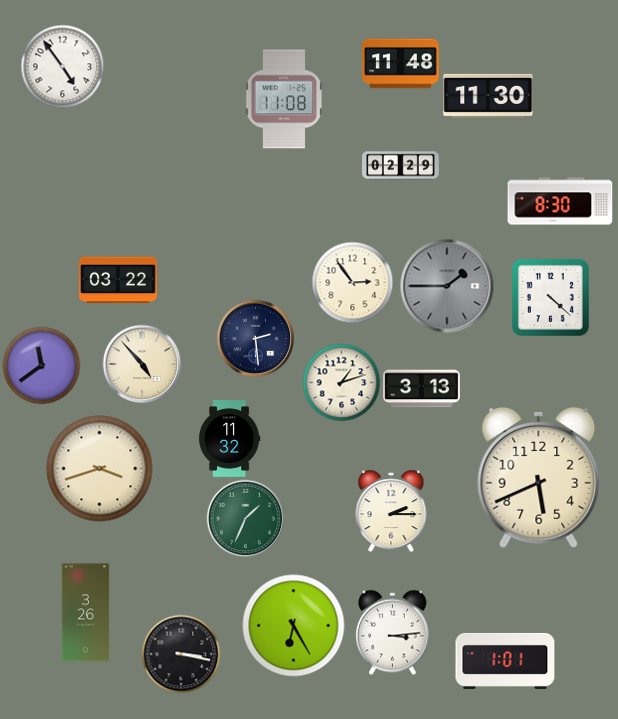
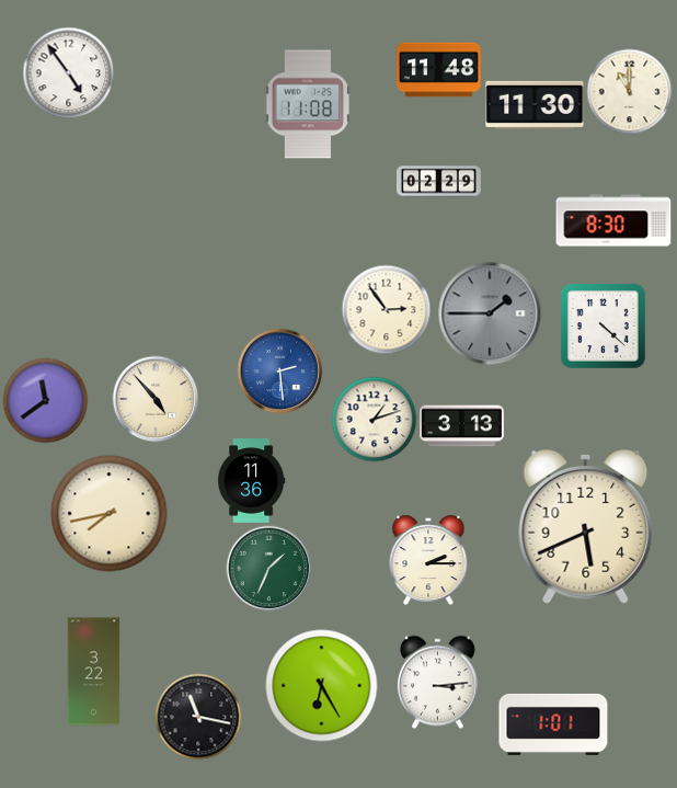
clock at (629, 91): none -> 11:00
clock at (284, 99) position: (284, 99) -> (308, 104)
clock at (118, 280): 03:22 -> none
clock at (255, 338) dial: navy -> blue
clock at (229, 439): 11:32 -> 11:36
clock at (100, 469): 3:42 -> 7:43
clock at (539, 477) position: (539, 477) -> (586, 526)
clock at (86, 613): 3:26 -> 3:22
clock at (393, 632) position: (393, 632) -> (438, 682)
clock at (181, 654): 3:17 -> 11:17
